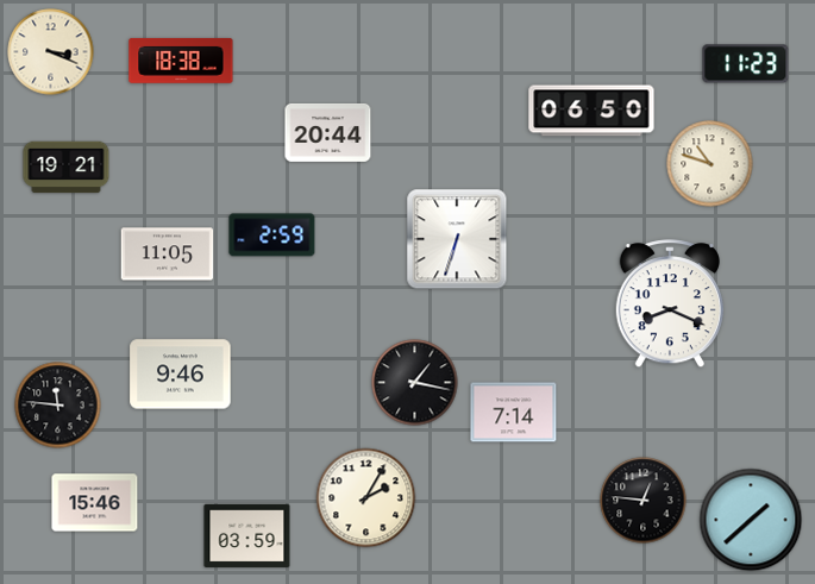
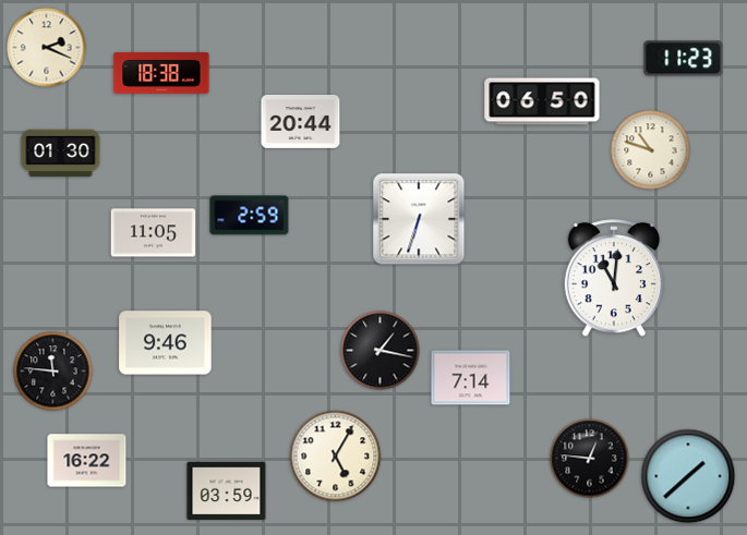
clock at (51, 52): 3:19 -> 2:19
clock at (181, 61) position: (181, 61) -> (161, 73)
clock at (67, 168): 19:21 -> 01:30
clock at (669, 304): 8:19 -> 11:01
clock at (366, 498): 2:05 -> 5:05
clock at (95, 503): 15:46 -> 16:22
